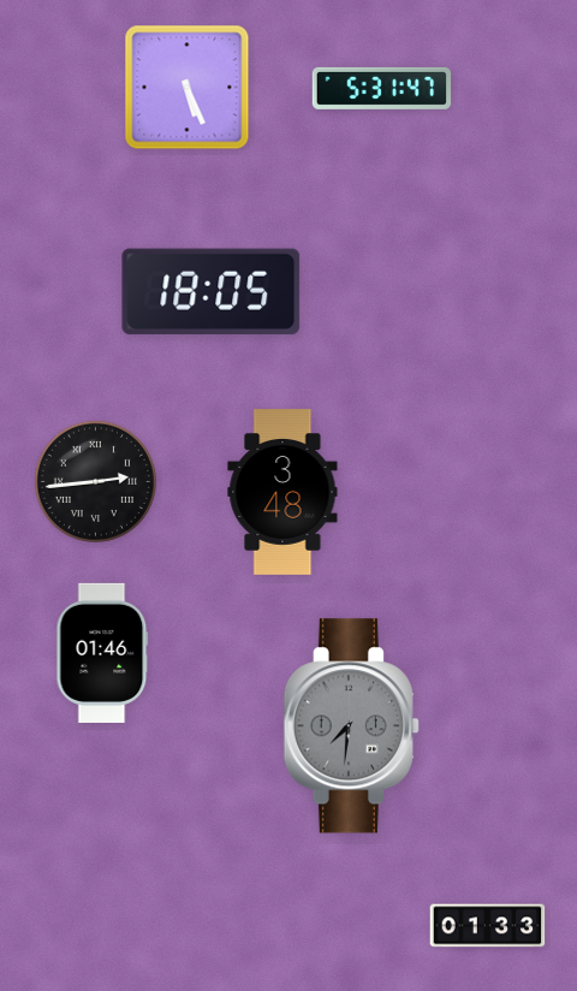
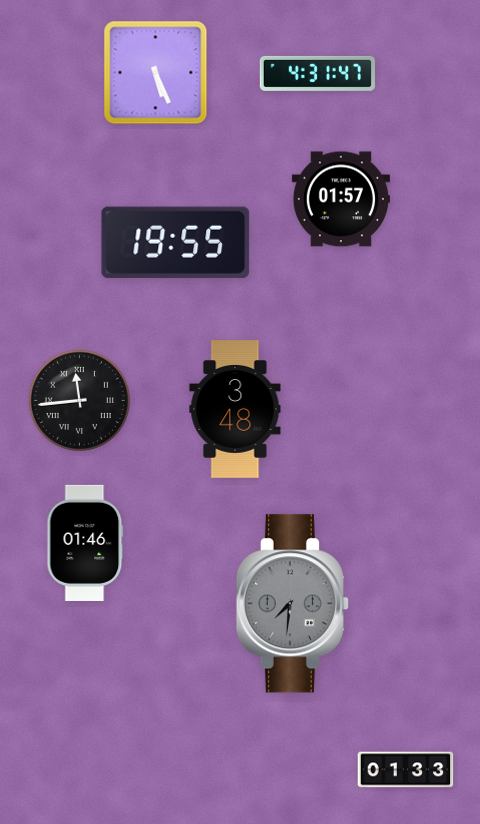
clock at (381, 88): 5:31 -> 4:31
clock at (341, 199): none -> 01:57
clock at (212, 291): 18:05 -> 19:55
clock at (95, 481): 2:44 -> 11:44
